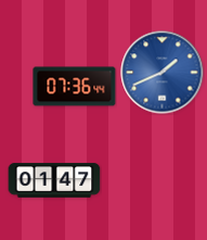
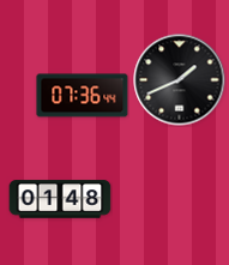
clock at (163, 73) dial: blue -> black
clock at (54, 180): 01:47 -> 01:48
